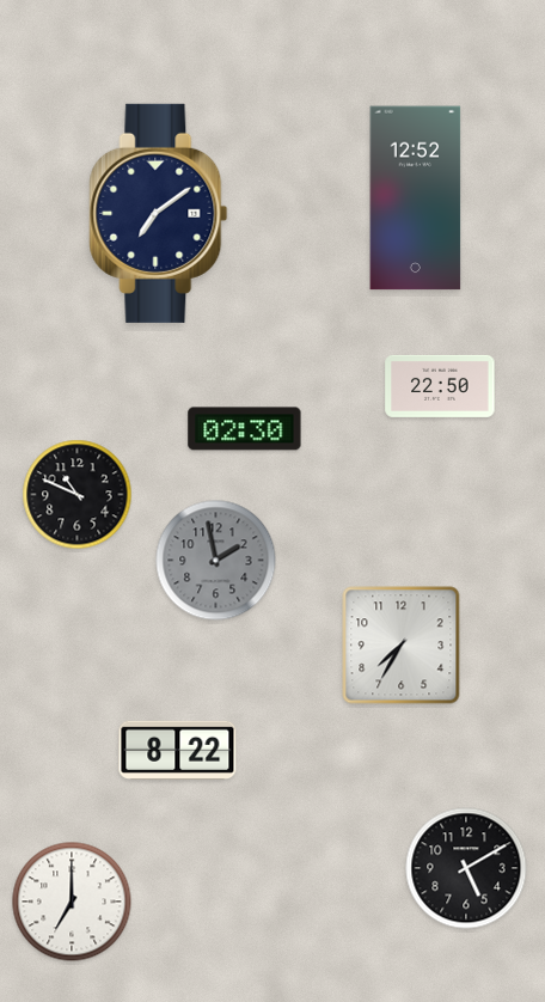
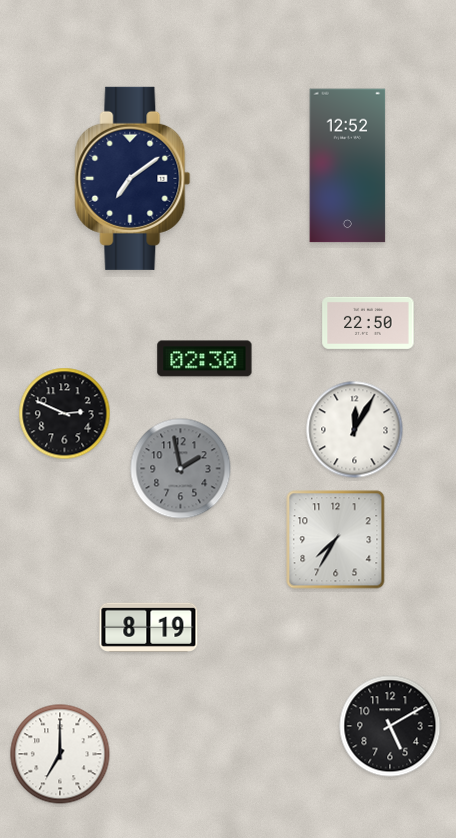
clock at (78, 495): 10:49 -> 2:49
clock at (355, 430): none -> 12:05
clock at (178, 750): 8:22 -> 8:19
